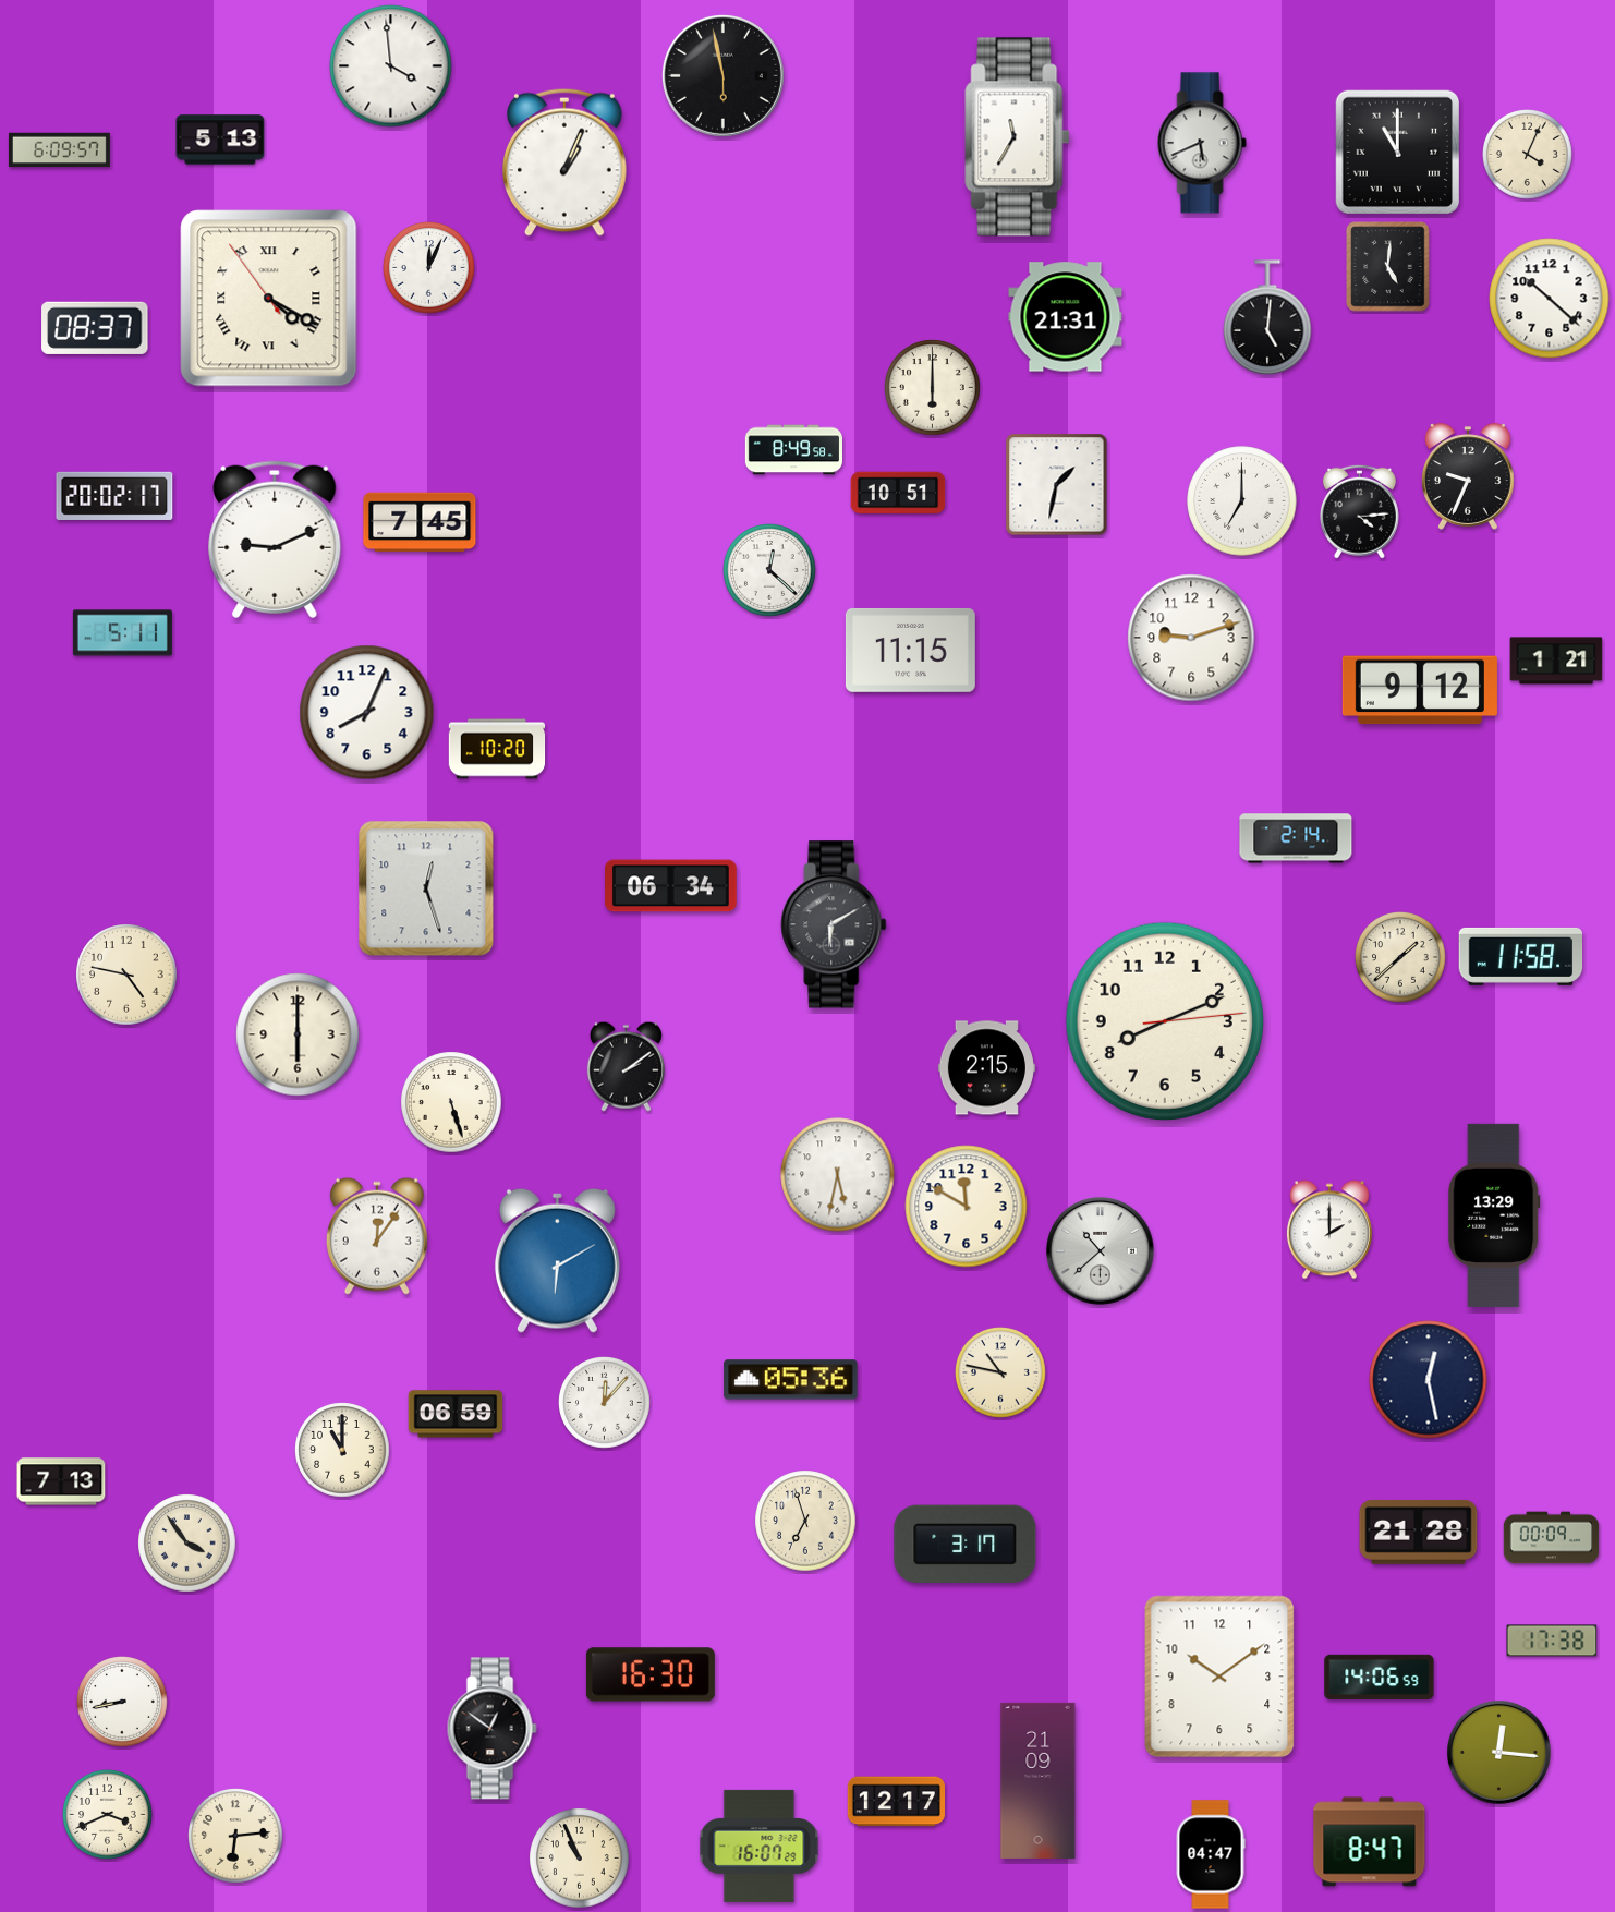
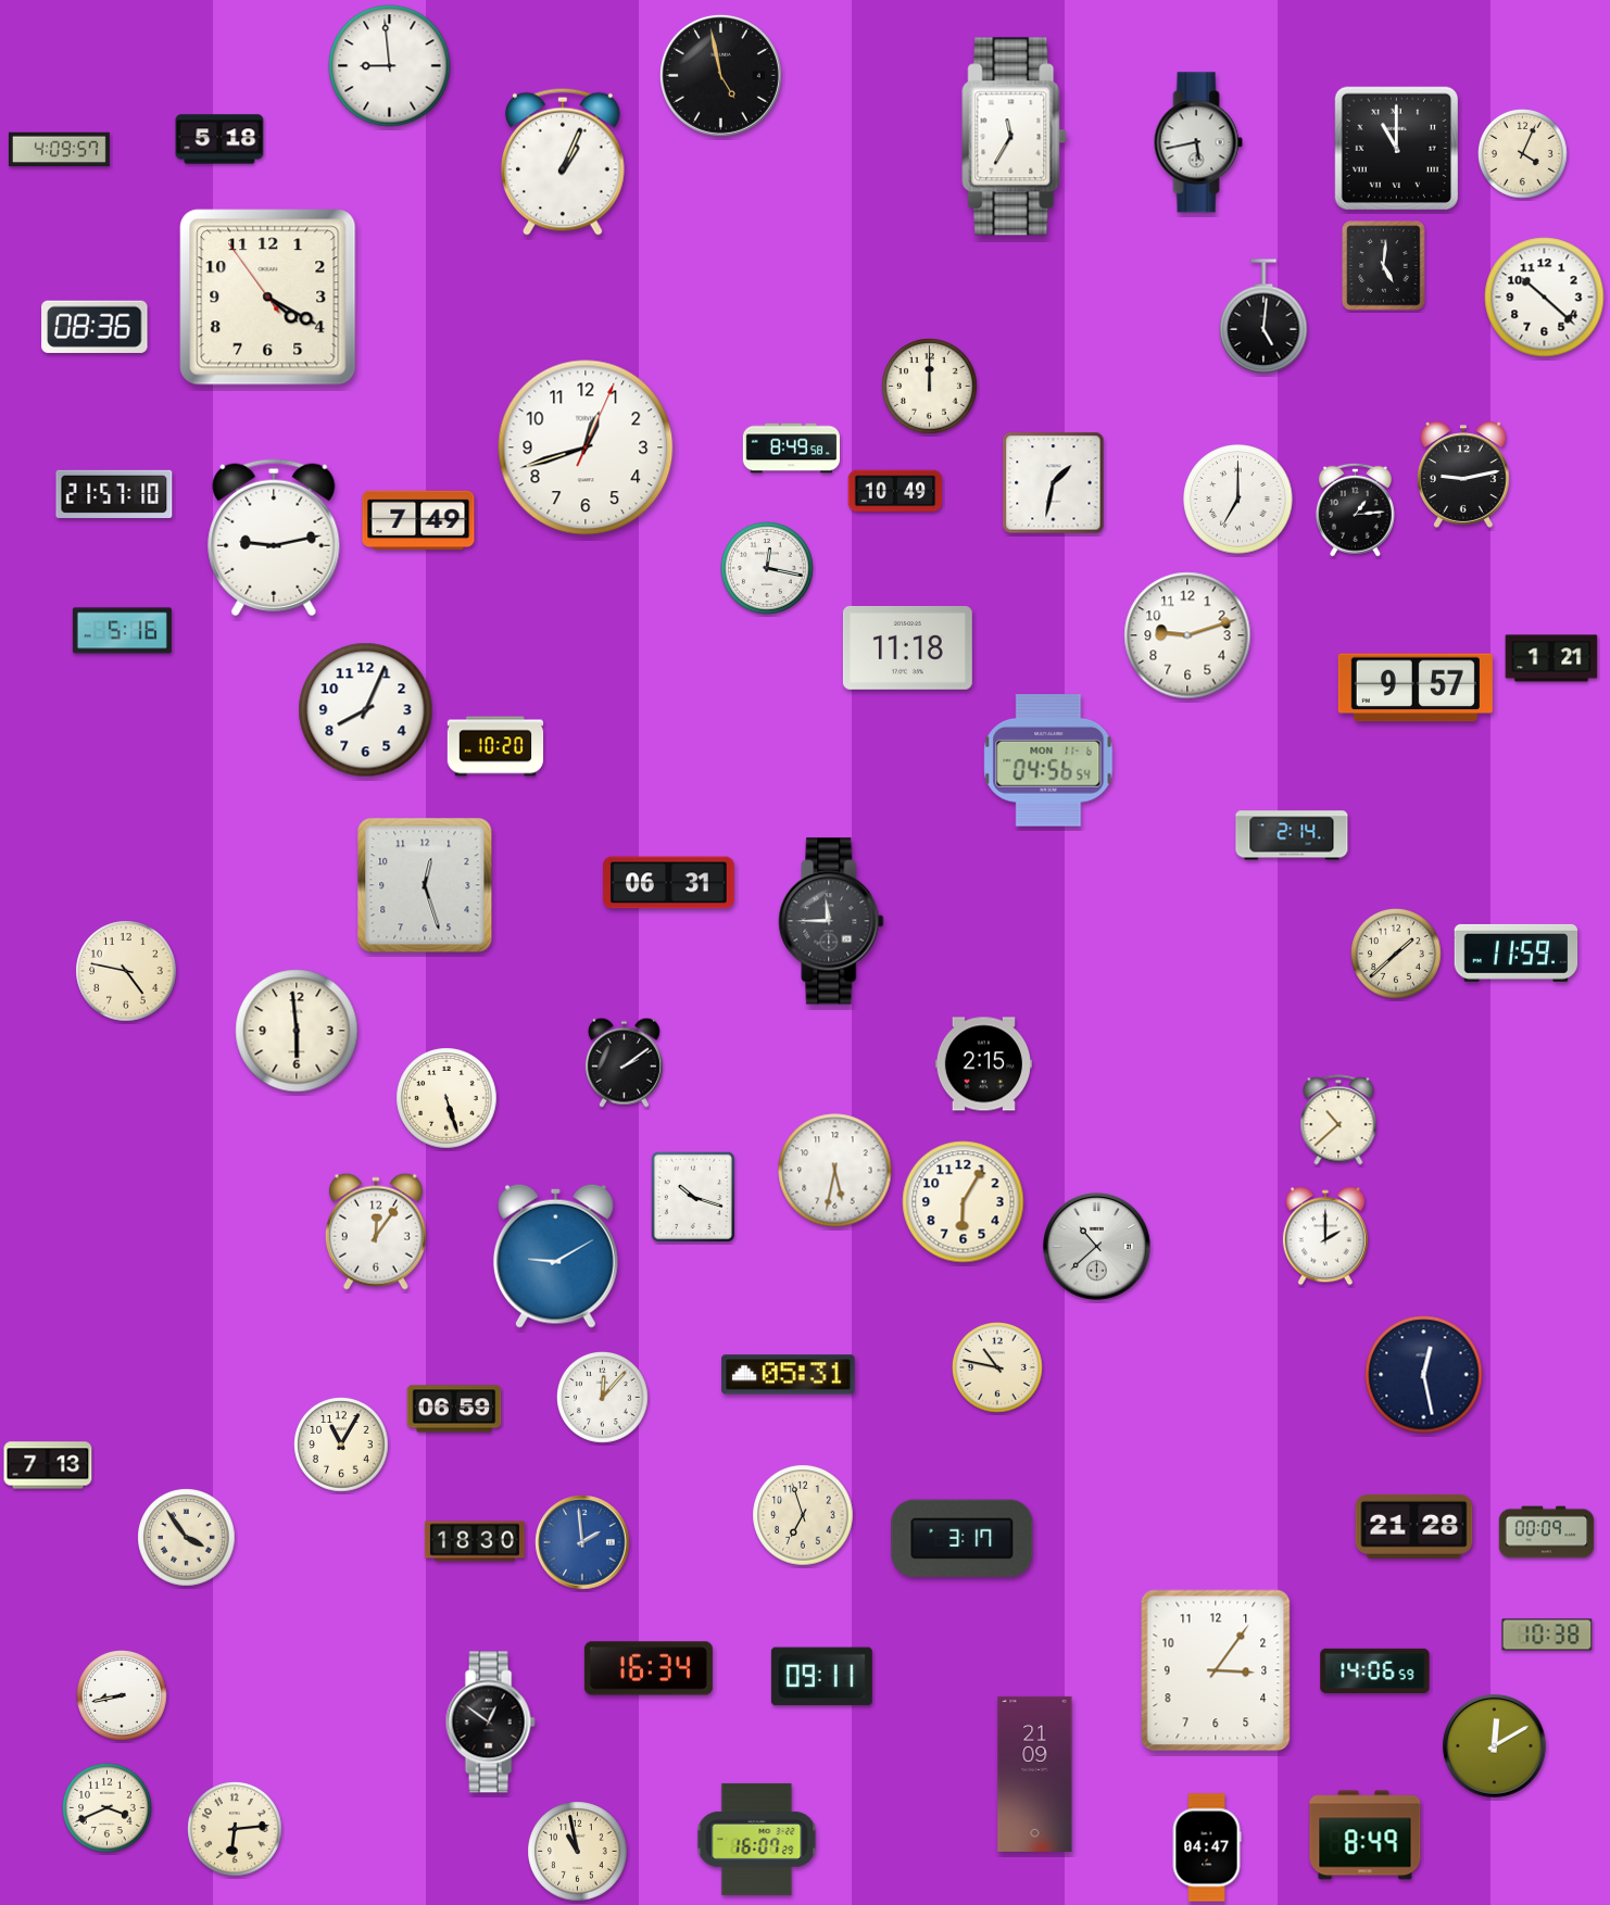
clock at (391, 66): 3:59 -> 8:59
clock at (722, 75): 5:58 -> 4:58
clock at (220, 140): 5:13 -> 5:18
clock at (1202, 143): 5:41 -> 5:43
clock at (59, 150): 6:09 -> 4:09
clock at (1398, 153) position: (1398, 153) -> (1397, 149)
clock at (429, 268): 12:04 -> none
clock at (269, 299) numerals: Roman -> Arabic
clock at (1066, 317): 21:31 -> none
clock at (95, 328): 08:37 -> 08:36
clock at (933, 388): 6:00 -> 12:00
clock at (586, 447): none -> 12:42
clock at (1468, 476): 9:34 -> 9:13
clock at (898, 493): 10:51 -> 10:49
clock at (114, 496): 20:02 -> 21:57
clock at (1359, 511): 4:14 -> 1:14
clock at (420, 522): 7:45 -> 7:49
clock at (275, 540): 9:11 -> 9:13
clock at (769, 570): 12:22 -> 12:17
clock at (122, 633): 5:11 -> 5:16
clock at (910, 650): 11:15 -> 11:18
clock at (1420, 690): 9:12 -> 9:57
clock at (1048, 761): none -> 04:56
clock at (671, 886): 06:34 -> 06:31
clock at (834, 924): 6:10 -> 11:45
clock at (1521, 956): 11:58 -> 11:59
clock at (1164, 1020): 8:11 -> none
clock at (297, 1034): 6:00 -> 5:59
clock at (451, 1102) position: (451, 1102) -> (446, 1098)
clock at (1338, 1120): none -> 10:38
clock at (692, 1196): none -> 10:18
clock at (967, 1207): 11:50 -> 6:05
clock at (1494, 1215): 13:29 -> none
clock at (1329, 1230) position: (1329, 1230) -> (1325, 1236)
clock at (557, 1260): 6:10 -> 9:10
clock at (791, 1380): 05:36 -> 05:31
clock at (342, 1450): 11:00 -> 11:05
clock at (61, 1481) position: (61, 1481) -> (48, 1465)
clock at (475, 1541): none -> 18:30
clock at (582, 1542): none -> 1:59
clock at (1552, 1641): 17:38 -> 10:38
clock at (651, 1674): 16:30 -> 16:34
clock at (1219, 1677): 10:09 -> 3:06
clock at (821, 1677): none -> 09:11
clock at (1499, 1753): 12:16 -> 12:10
clock at (896, 1802): 12:17 -> none
clock at (1370, 1842): 8:47 -> 8:49
clock at (580, 1859): 10:56 -> 10:58
